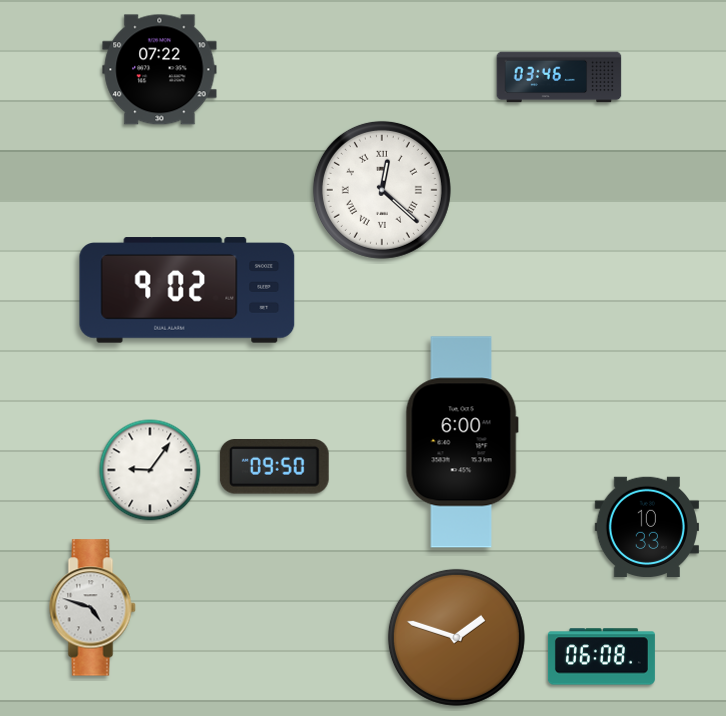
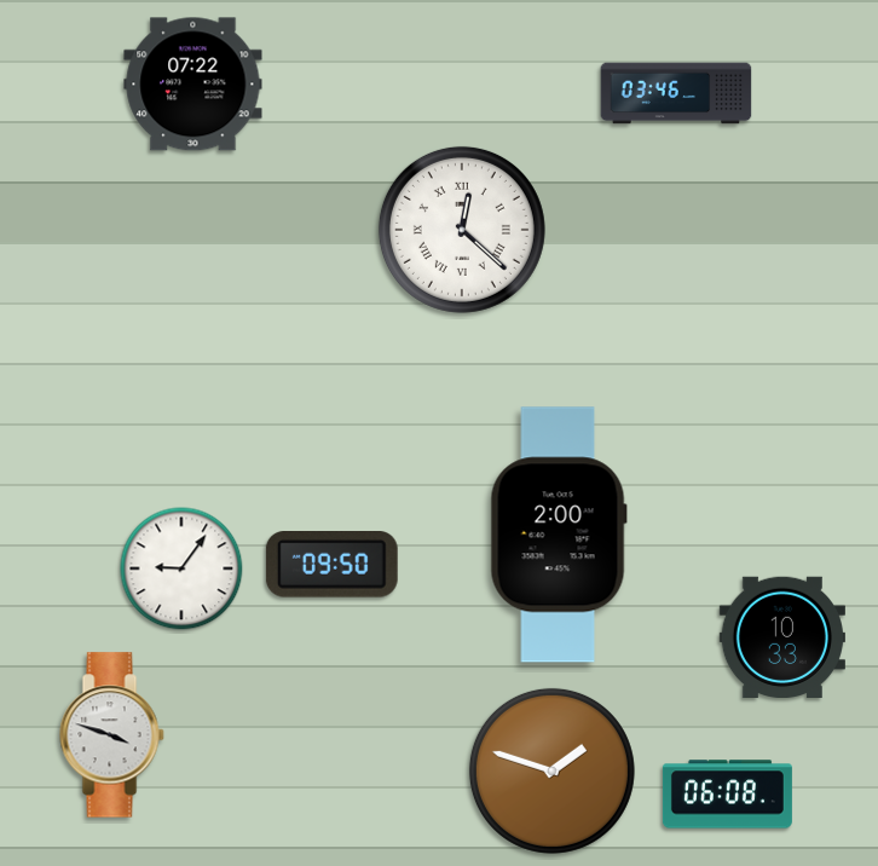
clock at (187, 290): 9:02 -> none
clock at (462, 442): 6:00 -> 2:00
clock at (93, 608): 4:48 -> 3:48
